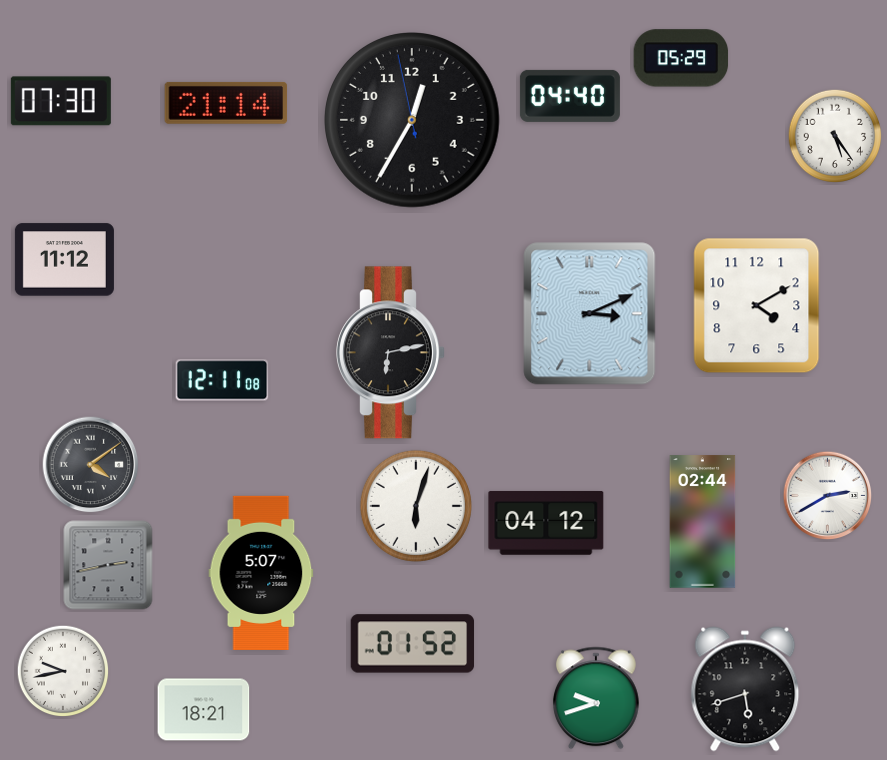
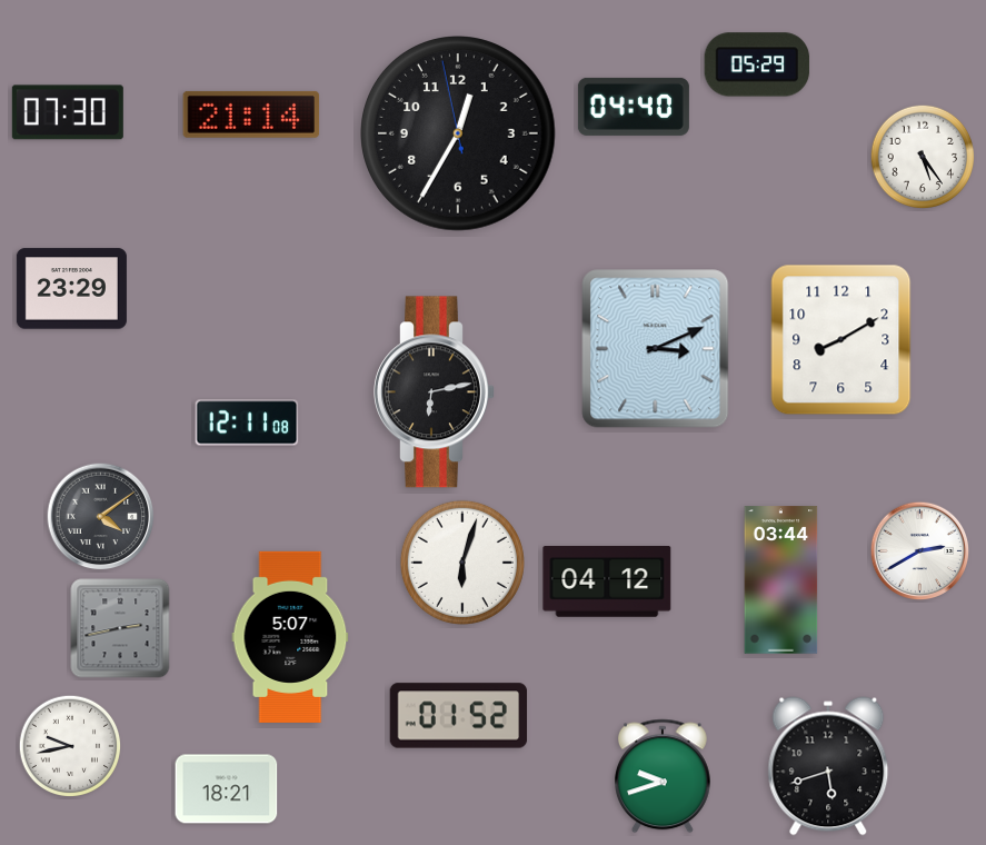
clock at (835, 136) position: (835, 136) -> (923, 157)
clock at (64, 260): 11:12 -> 23:29
clock at (757, 306): 4:10 -> 8:10
clock at (703, 522): 02:44 -> 03:44
